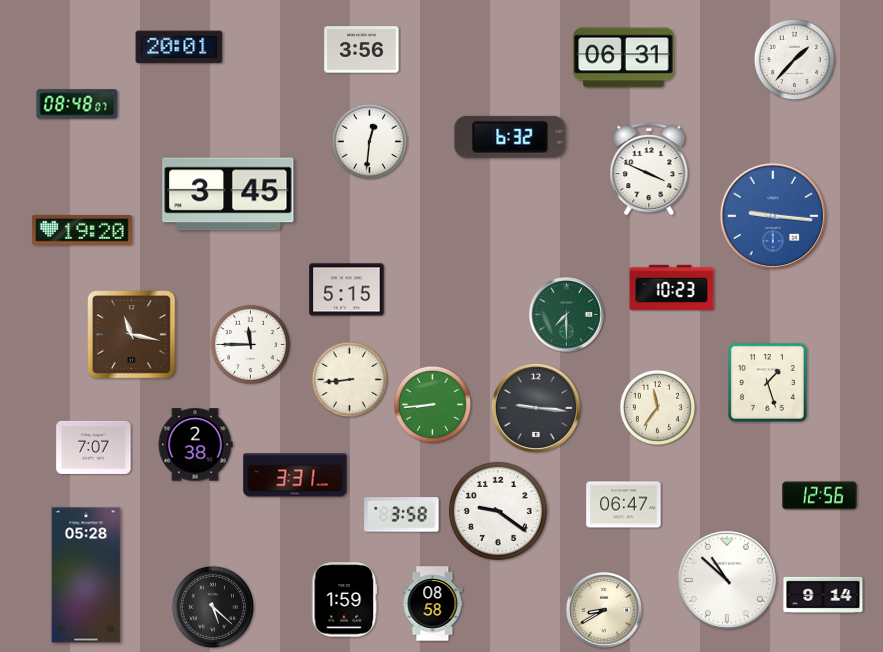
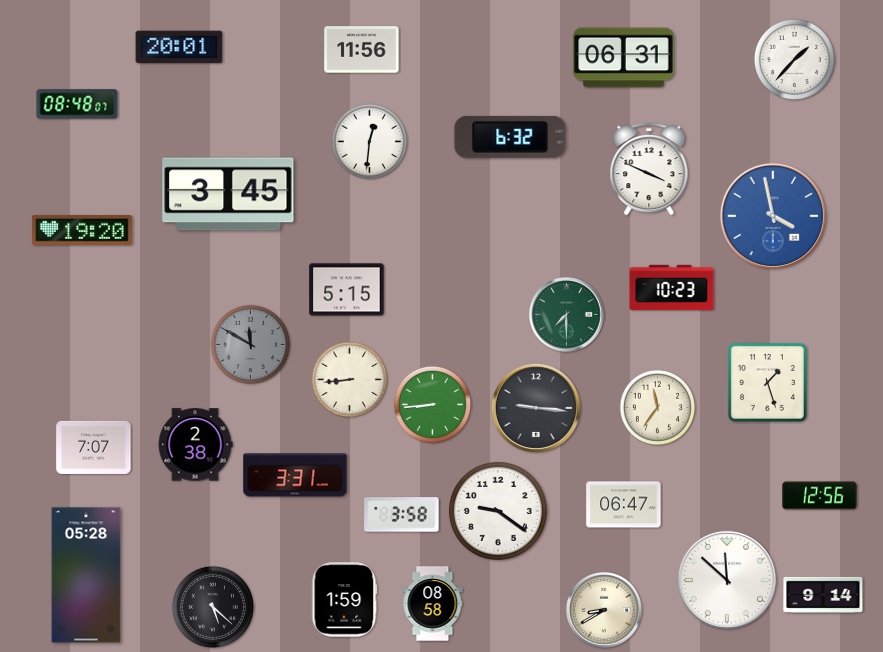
clock at (362, 50): 3:56 -> 11:56
clock at (773, 216): 9:16 -> 3:58
clock at (132, 335): 11:17 -> none
clock at (250, 344): 11:45 -> 11:50
clock at (250, 344) dial: white -> grey
clock at (727, 580): 10:52 -> 11:52
